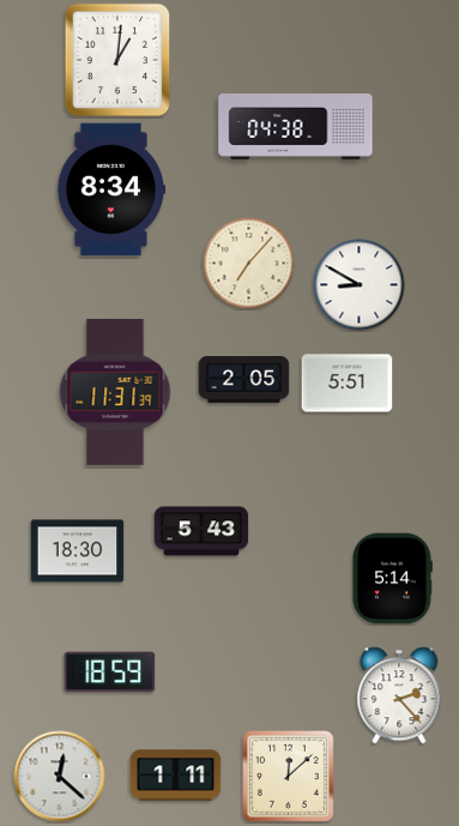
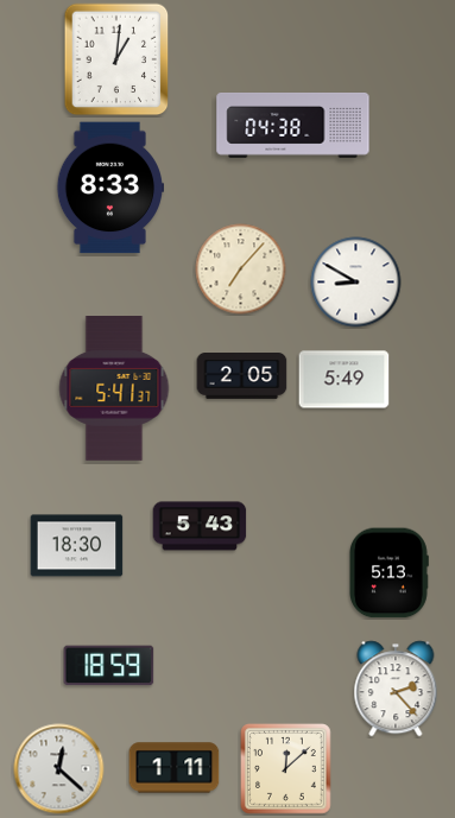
clock at (110, 189): 8:34 -> 8:33
clock at (249, 264) position: (249, 264) -> (241, 270)
clock at (348, 384): 5:51 -> 5:49
clock at (115, 393): 11:31 -> 5:41
clock at (393, 579): 5:14 -> 5:13
